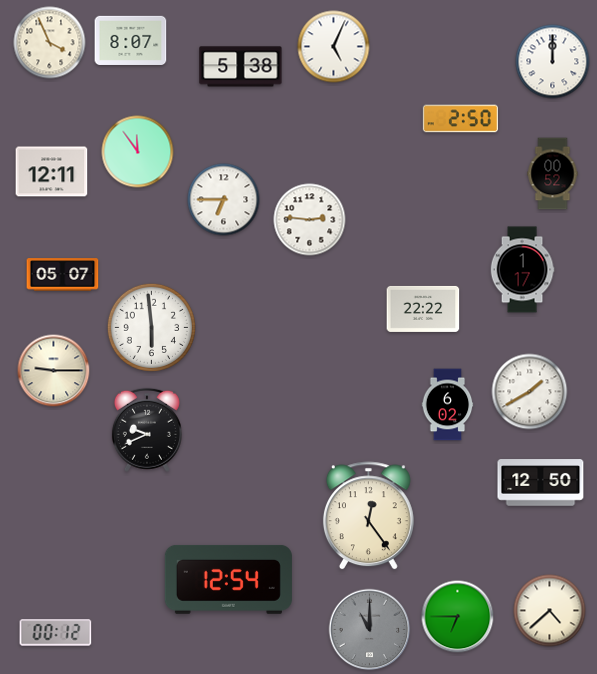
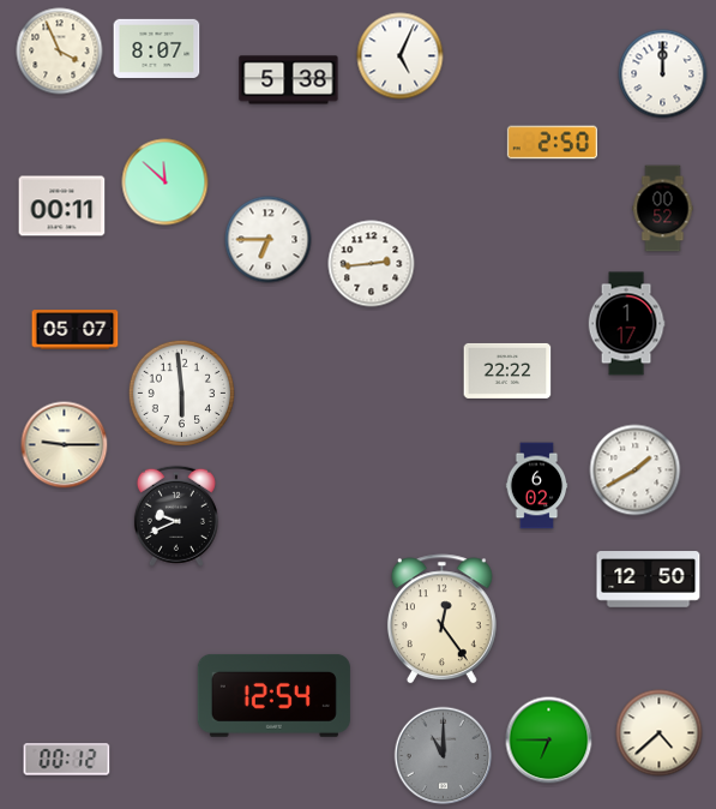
clock at (138, 152): 11:54 -> 11:52
clock at (52, 172): 12:11 -> 00:11
clock at (310, 220): 2:46 -> 2:44
